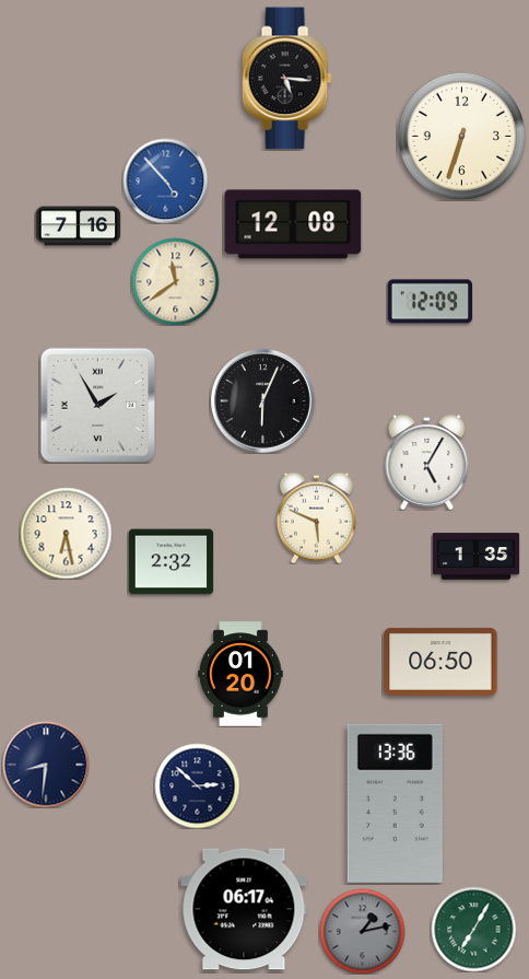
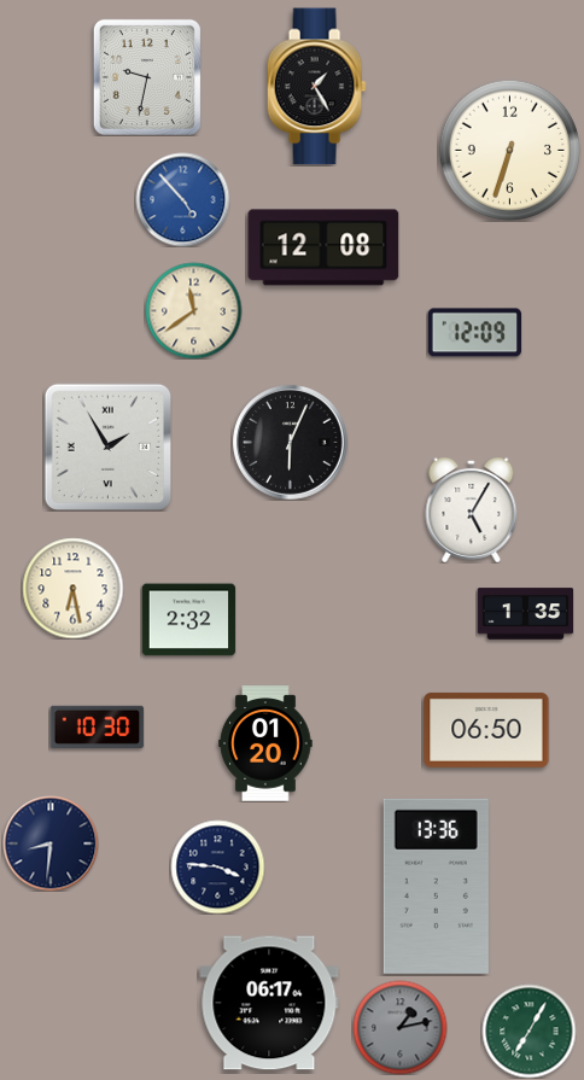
clock at (147, 77): none -> 9:32
clock at (286, 79): 5:16 -> 1:25
clock at (78, 226): 7:16 -> none
clock at (316, 517): 5:49 -> none
clock at (97, 726): none -> 10:30
clock at (197, 785): 2:52 -> 3:46
clock at (473, 929) position: (473, 929) -> (528, 1031)
